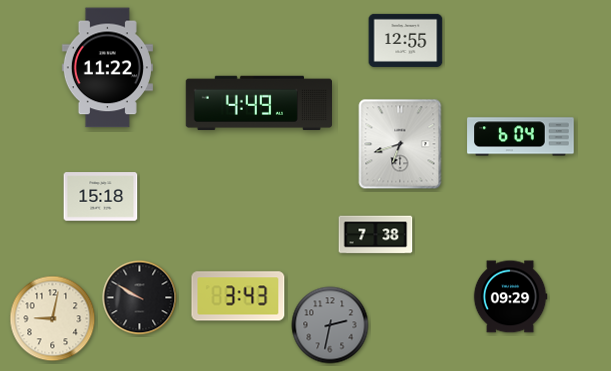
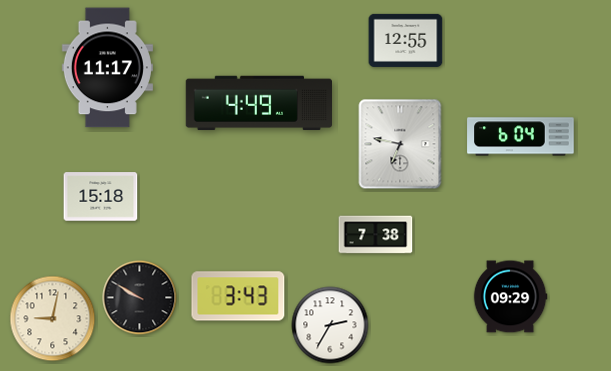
clock at (107, 68): 11:22 -> 11:17
clock at (400, 144): 6:42 -> 6:47
clock at (330, 325): 2:32 -> 2:35
clock at (330, 325) dial: grey -> white
